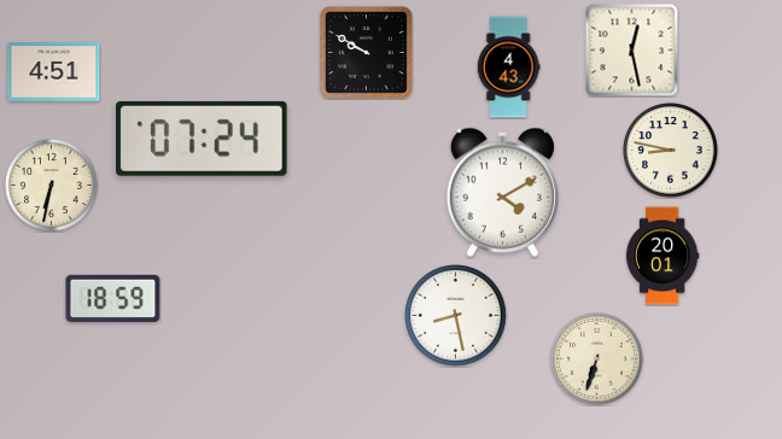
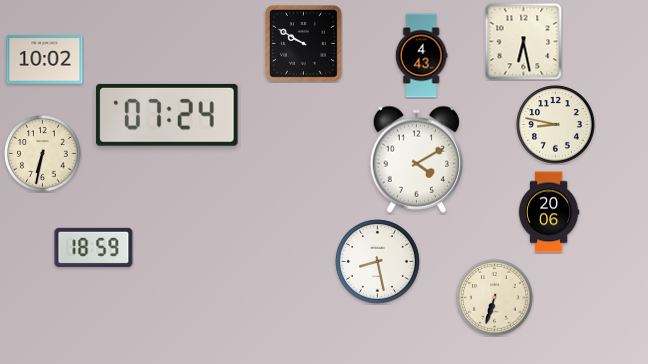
clock at (631, 49): 12:28 -> 6:28
clock at (54, 72): 4:51 -> 10:02
clock at (663, 256): 20:01 -> 20:06
